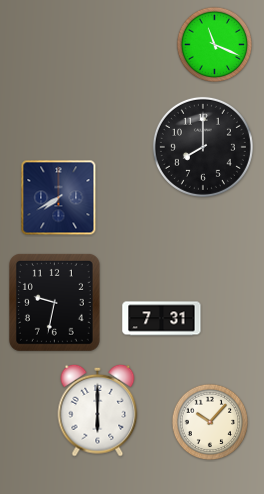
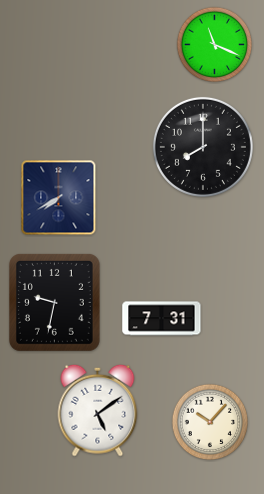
clock at (98, 410): 6:00 -> 5:09
